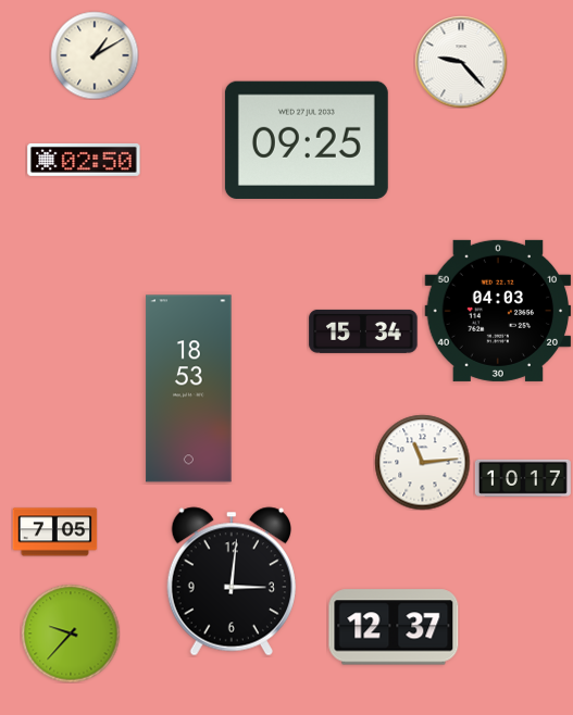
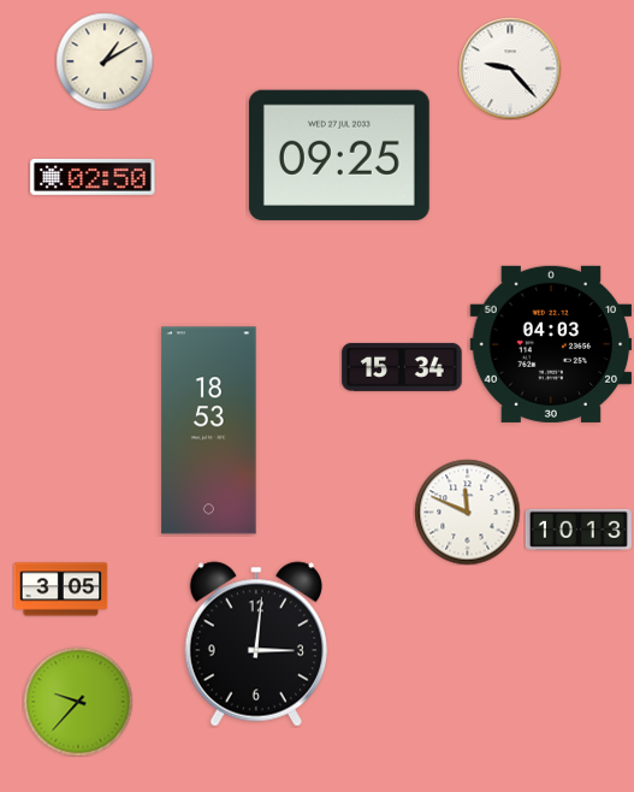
clock at (422, 462): 11:14 -> 11:49
clock at (523, 478): 10:17 -> 10:13
clock at (54, 532): 7:05 -> 3:05
clock at (394, 627): 12:37 -> none
